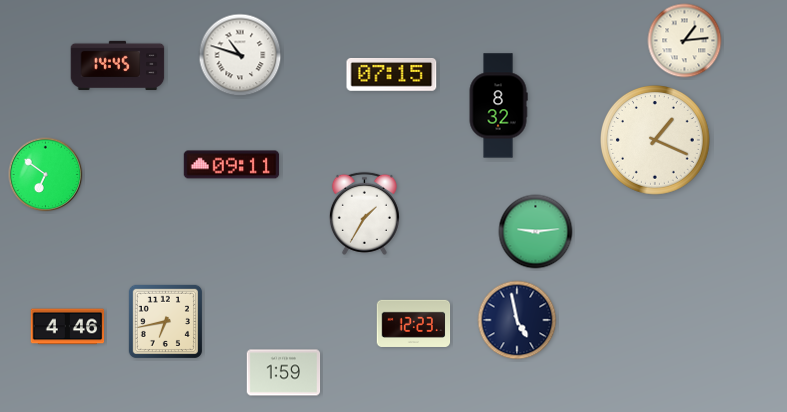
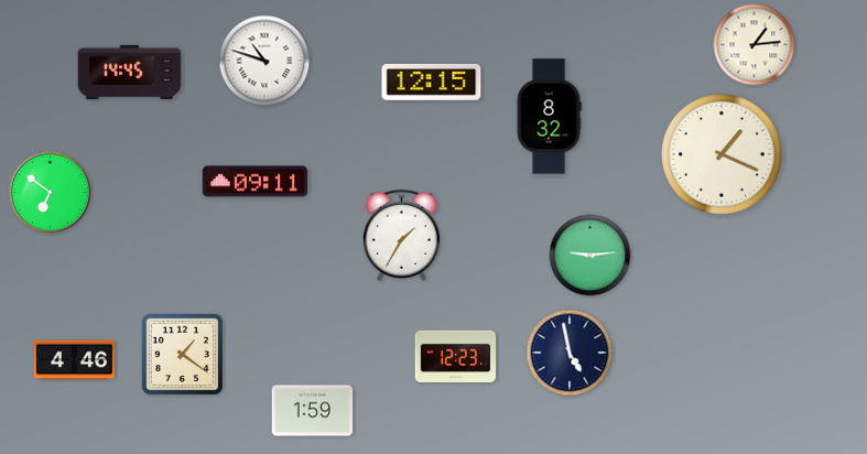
clock at (392, 74): 07:15 -> 12:15
clock at (165, 321): 6:43 -> 1:21
